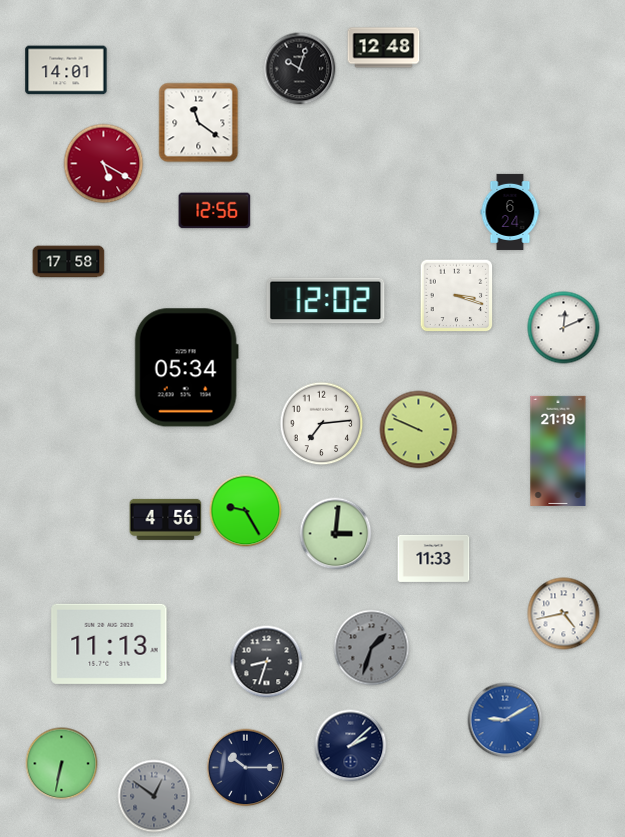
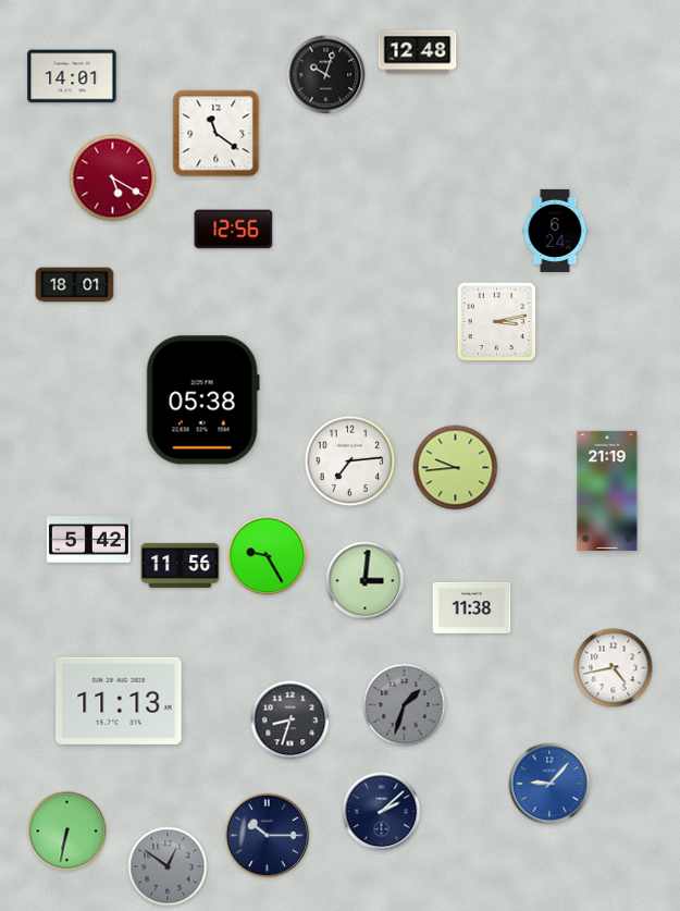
clock at (69, 262): 17:58 -> 18:01
clock at (457, 296): 3:18 -> 3:13
clock at (326, 301): 12:02 -> none
clock at (564, 328): 12:11 -> none
clock at (186, 368): 05:34 -> 05:38
clock at (419, 430): 9:49 -> 9:44
clock at (88, 540): none -> 5:42
clock at (166, 519): 4:56 -> 11:56
clock at (434, 558): 11:33 -> 11:38
clock at (505, 720): 9:10 -> 9:07
